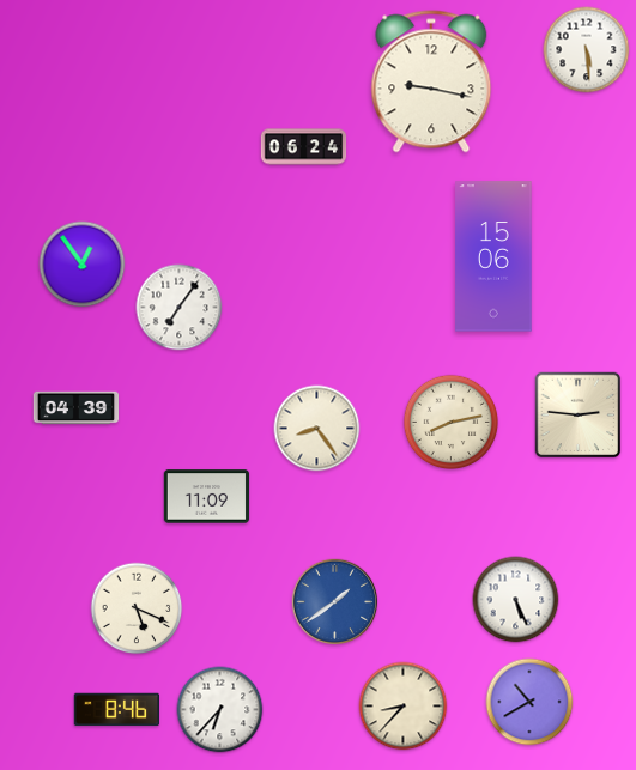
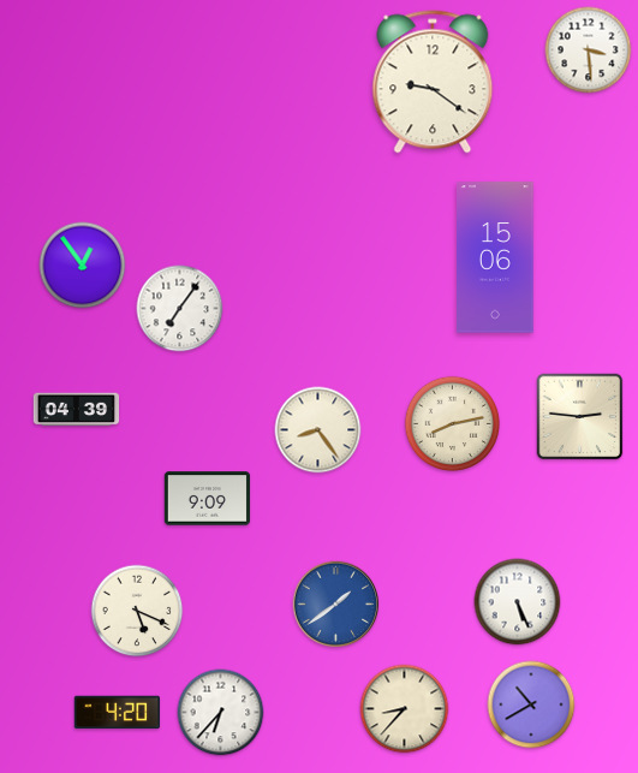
clock at (587, 50): 5:29 -> 3:29
clock at (431, 81): 9:17 -> 9:21
clock at (304, 147): 06:24 -> none
clock at (207, 497): 11:09 -> 9:09
clock at (116, 710): 8:46 -> 4:20
